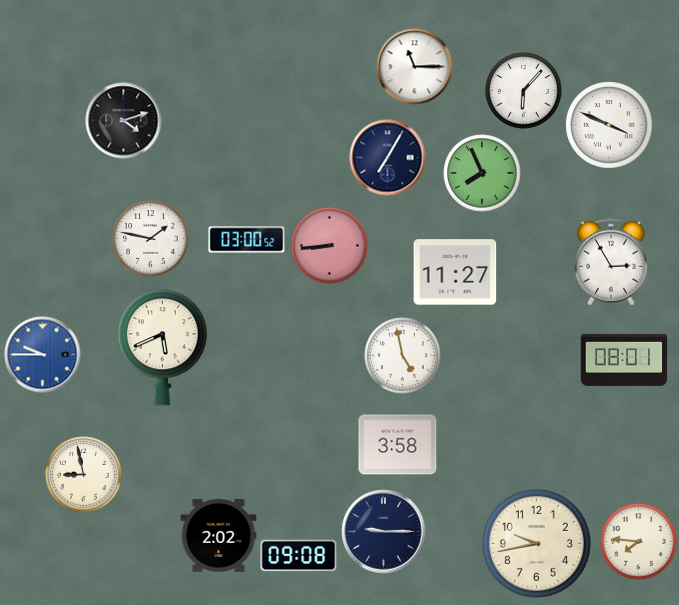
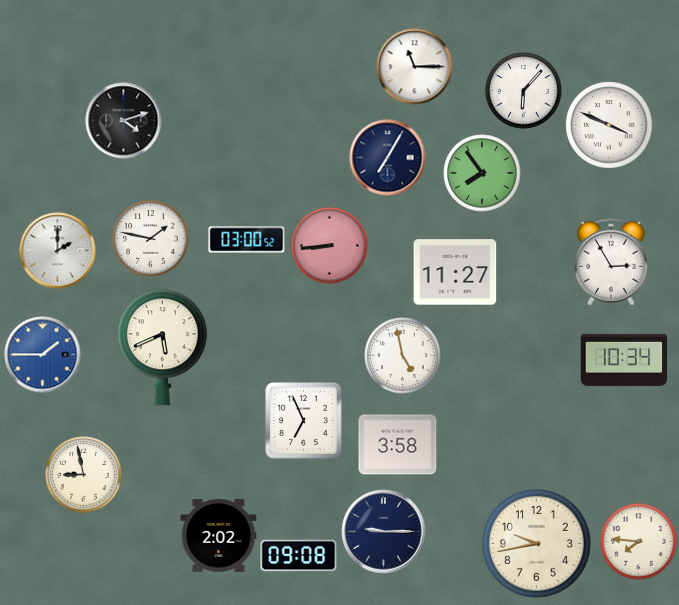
clock at (482, 173): 7:56 -> 7:54
clock at (58, 251): none -> 2:00
clock at (43, 355): 9:45 -> 1:45
clock at (624, 360): 08:01 -> 10:34
clock at (304, 421): none -> 6:56
